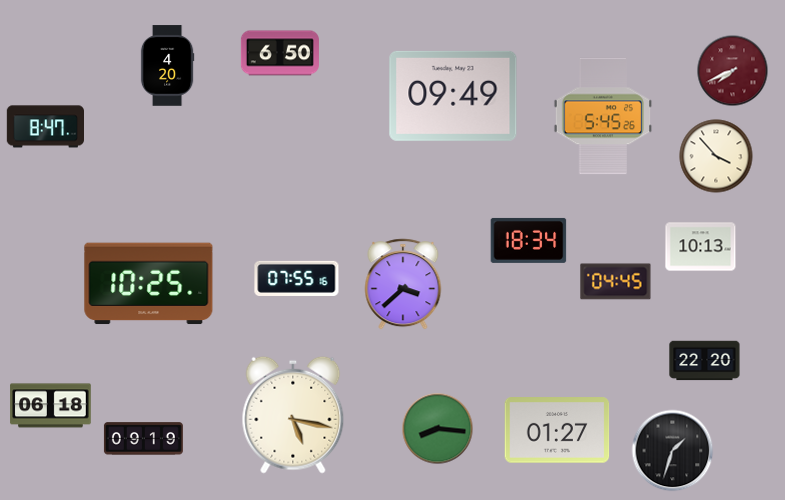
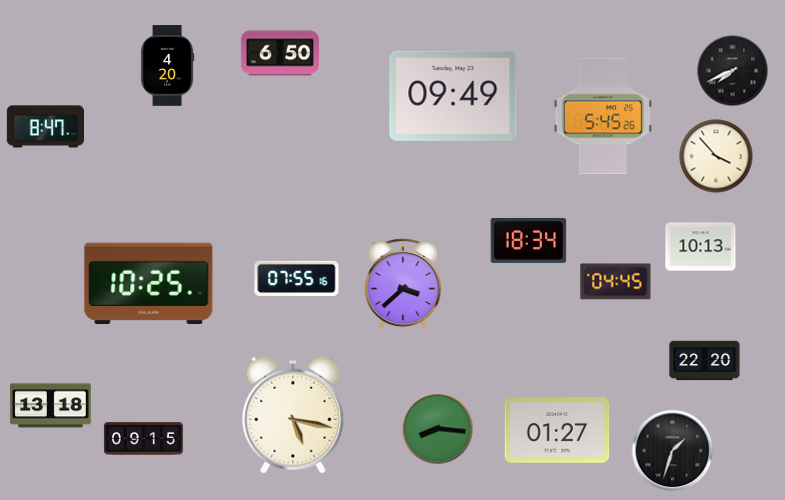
clock at (733, 71) dial: burgundy -> black
clock at (51, 406): 06:18 -> 13:18
clock at (143, 439): 09:19 -> 09:15
